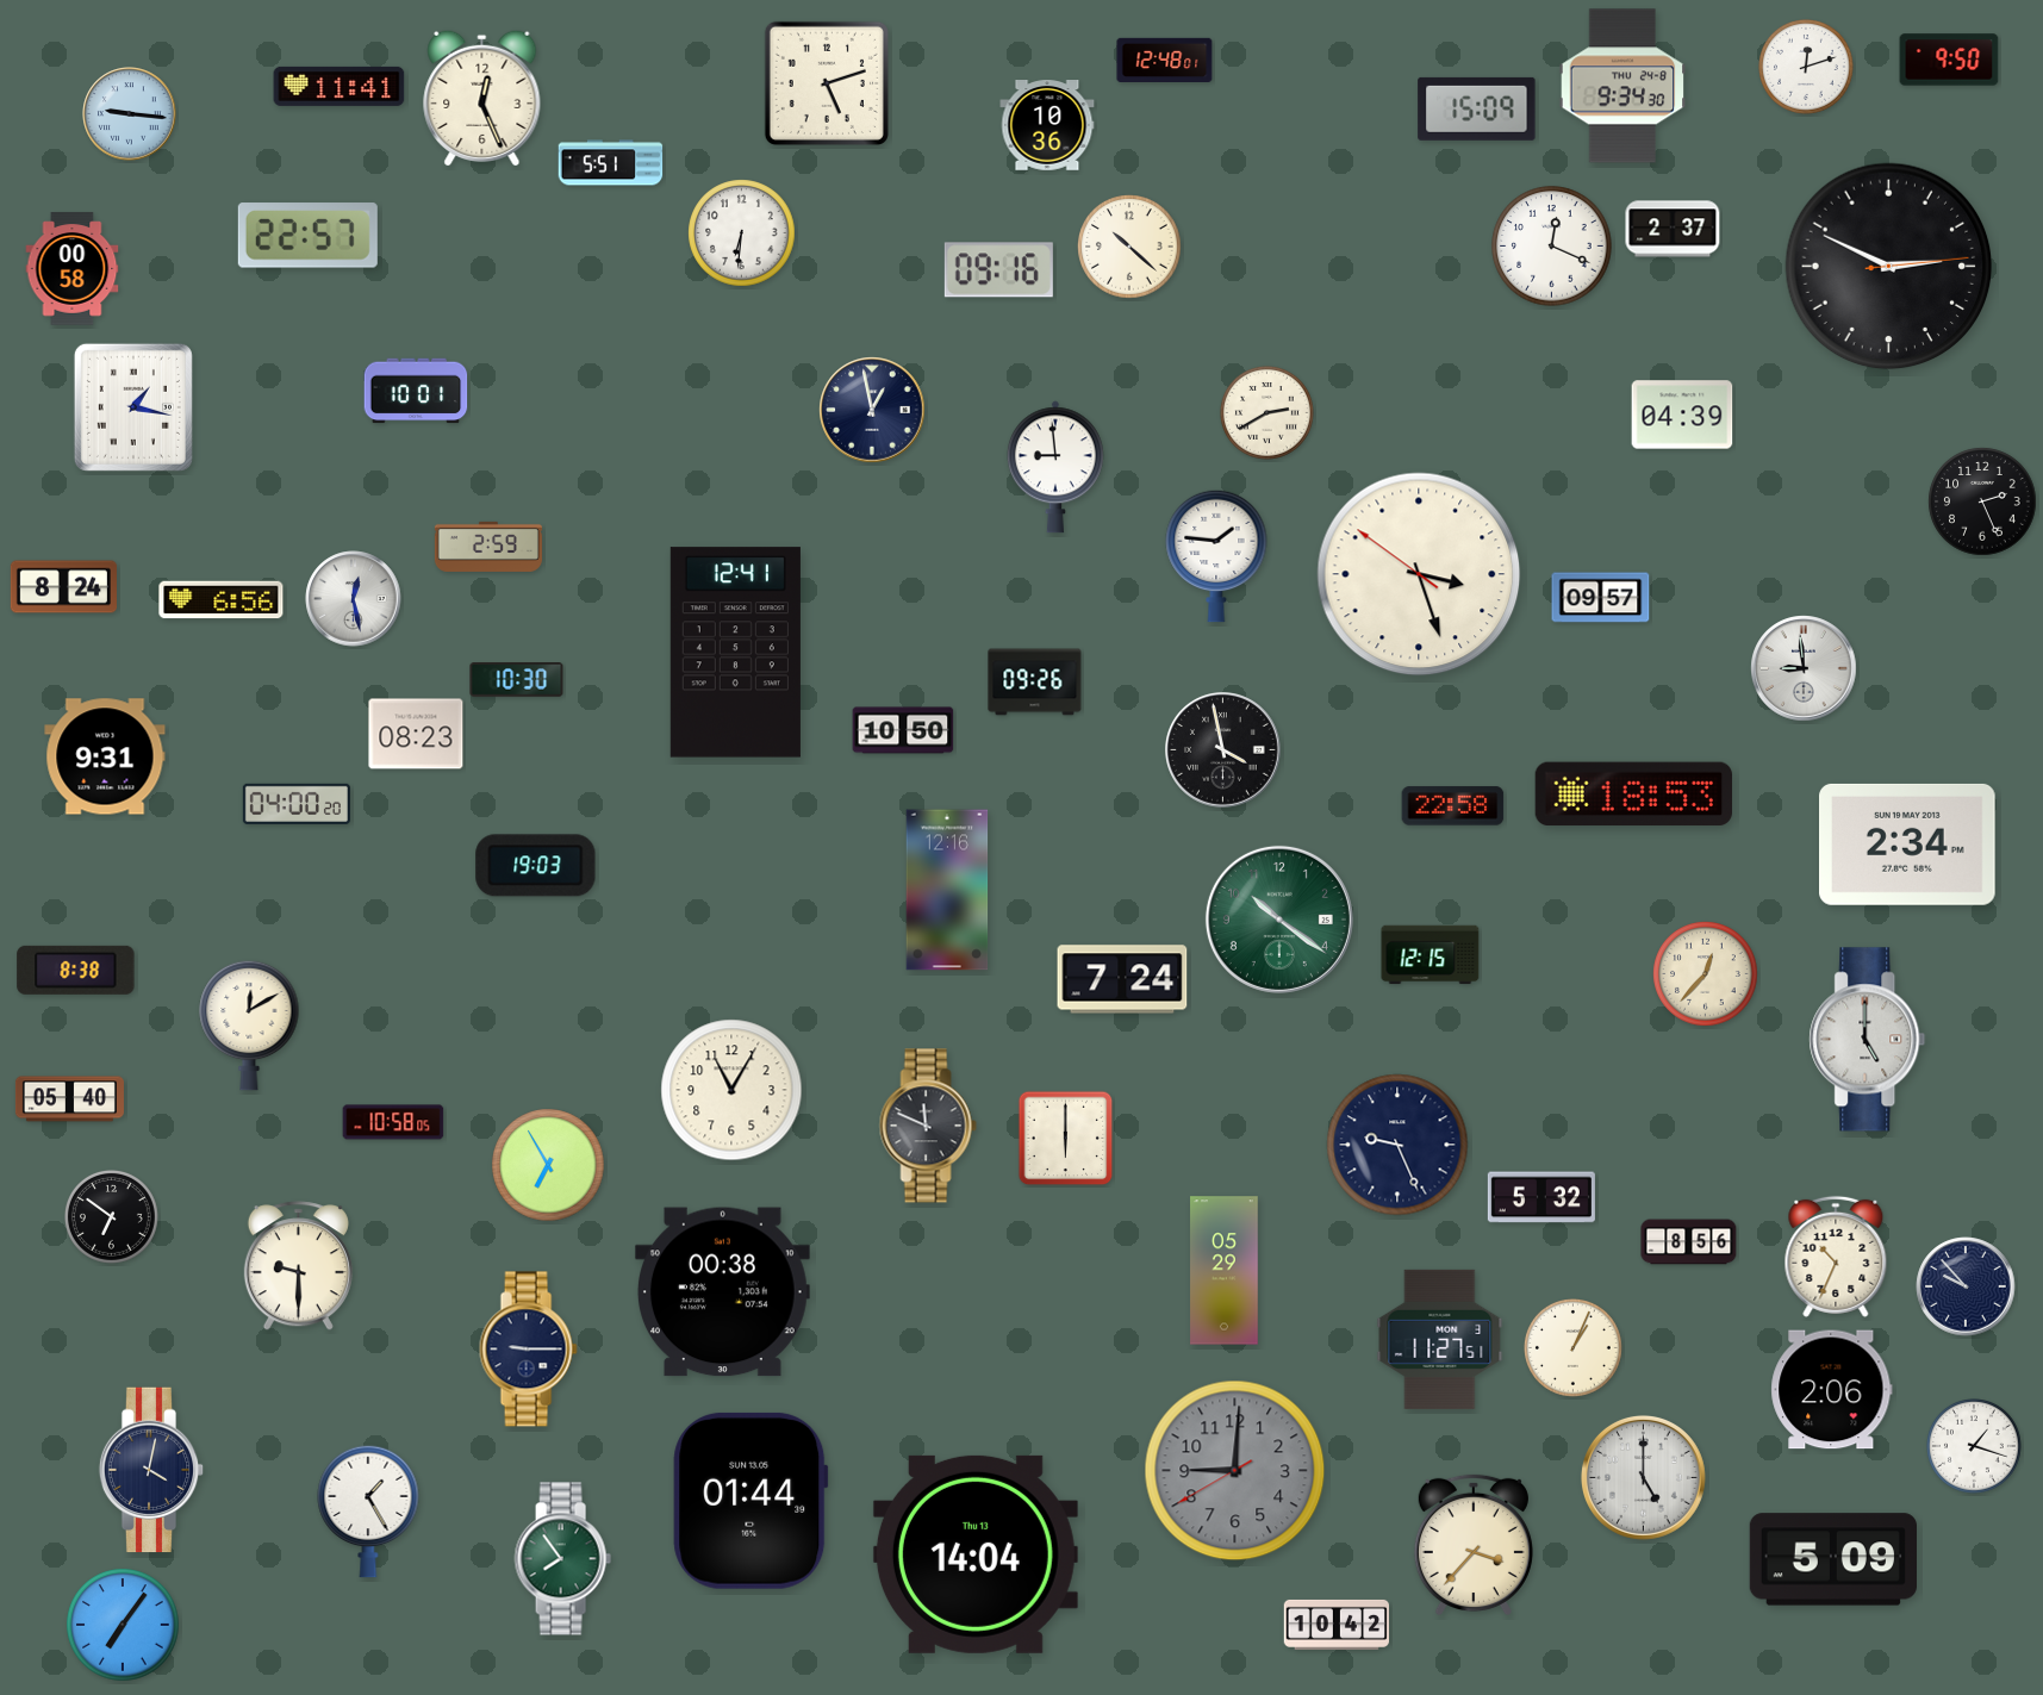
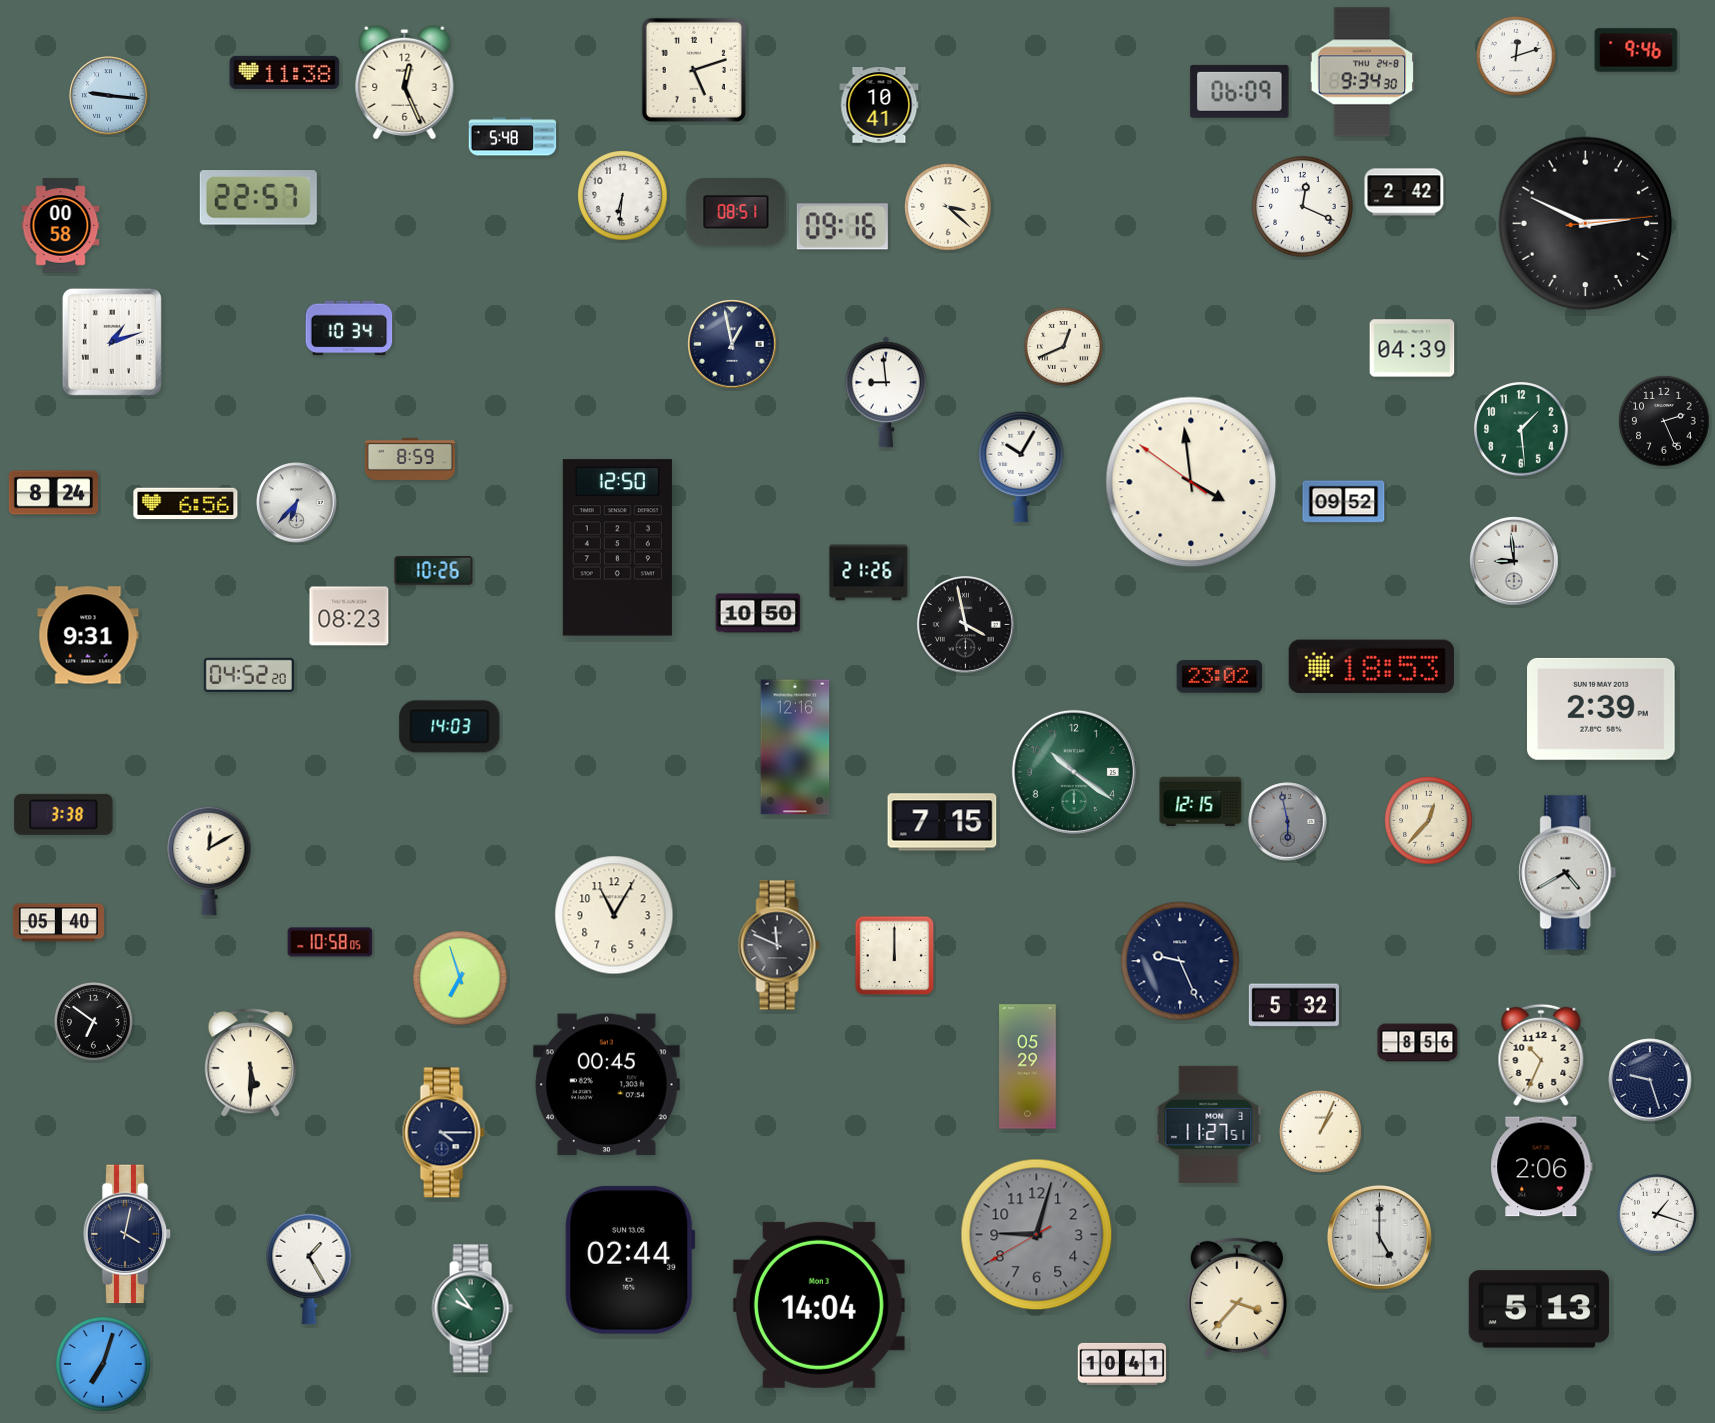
clock at (1165, 60): 12:48 -> none
clock at (1949, 60): 9:50 -> 9:46
clock at (340, 86): 11:41 -> 11:38
clock at (1477, 108): 15:09 -> 06:09
clock at (1047, 125): 10:36 -> 10:41
clock at (611, 163): 5:51 -> 5:48
clock at (1673, 229): 2:37 -> 2:42
clock at (1129, 247): 10:22 -> 3:22
clock at (736, 213): none -> 08:51
clock at (998, 270) position: (998, 270) -> (842, 227)
clock at (416, 391): 10:01 -> 10:34
clock at (133, 407): 1:17 -> 1:12
clock at (1266, 412): 2:40 -> 12:41
clock at (1521, 429): none -> 1:29
clock at (488, 547): 2:59 -> 8:59
clock at (1216, 556): 1:46 -> 10:05
clock at (1419, 574): 3:26 -> 3:58
clock at (1601, 598): 09:57 -> 09:52
clock at (354, 599): 12:28 -> 6:37
clock at (735, 653): 12:41 -> 12:50
clock at (517, 680): 10:30 -> 10:26
clock at (1035, 683): 09:26 -> 21:26
clock at (1223, 750) position: (1223, 750) -> (966, 625)
clock at (297, 804): 04:00 -> 04:52
clock at (1453, 806): 22:58 -> 23:02
clock at (1908, 845): 2:34 -> 2:39
clock at (536, 866): 19:03 -> 14:03
clock at (76, 970): 8:38 -> 3:38
clock at (1706, 974) position: (1706, 974) -> (1429, 821)
clock at (1122, 979): 7:24 -> 7:15
clock at (1288, 822): none -> 5:58
clock at (1868, 1040): 5:00 -> 4:40
clock at (1066, 1139): 6:00 -> 12:00
clock at (1397, 1145) position: (1397, 1145) -> (1180, 961)
clock at (548, 1165): 6:55 -> 6:57
clock at (298, 1266): 9:30 -> 5:30
clock at (1966, 1286): 9:53 -> 9:27
clock at (722, 1292): 00:38 -> 00:45
clock at (528, 1350): 9:15 -> 4:15
clock at (1832, 1390) position: (1832, 1390) -> (1542, 1167)
clock at (1235, 1471): 9:00 -> 9:02
clock at (1643, 1477) position: (1643, 1477) -> (1379, 1237)
clock at (750, 1501): 01:44 -> 02:44
clock at (976, 1554) date: Thu 13 -> Mon 3
clock at (562, 1559): 7:54 -> 9:54
clock at (1832, 1559): 5:09 -> 5:13
clock at (123, 1625): 7:06 -> 7:03
clock at (1335, 1625): 10:42 -> 10:41
